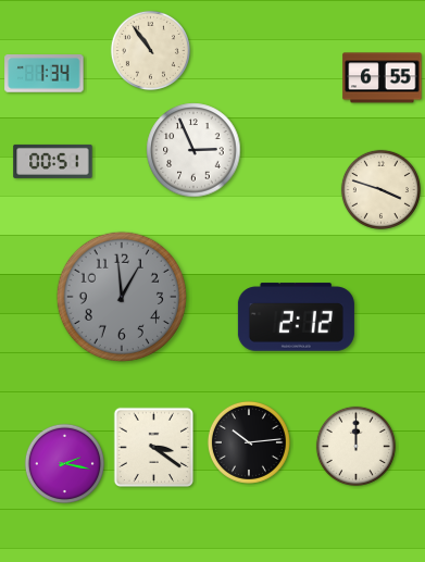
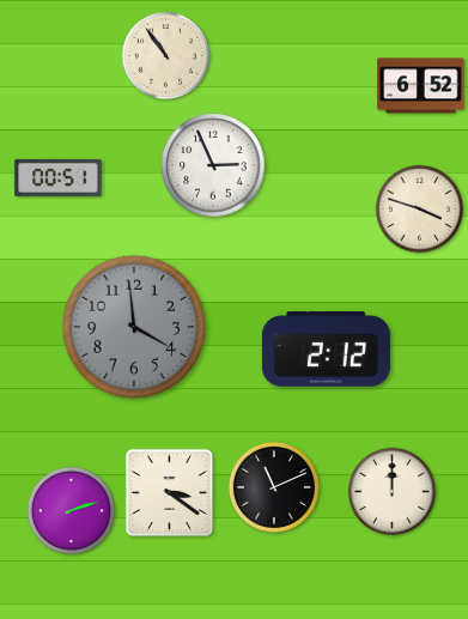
clock at (45, 74): 1:34 -> none
clock at (383, 78): 6:55 -> 6:52
clock at (122, 297): 12:59 -> 3:59
clock at (249, 442): 10:14 -> 11:11
clock at (64, 463): 2:17 -> 2:12
